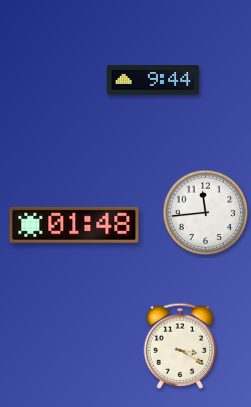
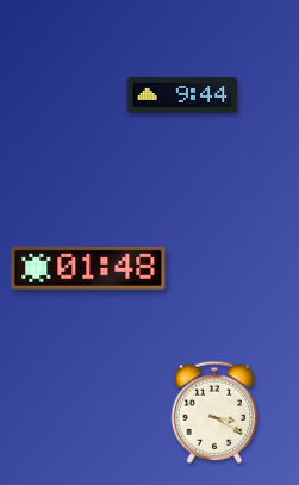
clock at (206, 213): 11:44 -> none
